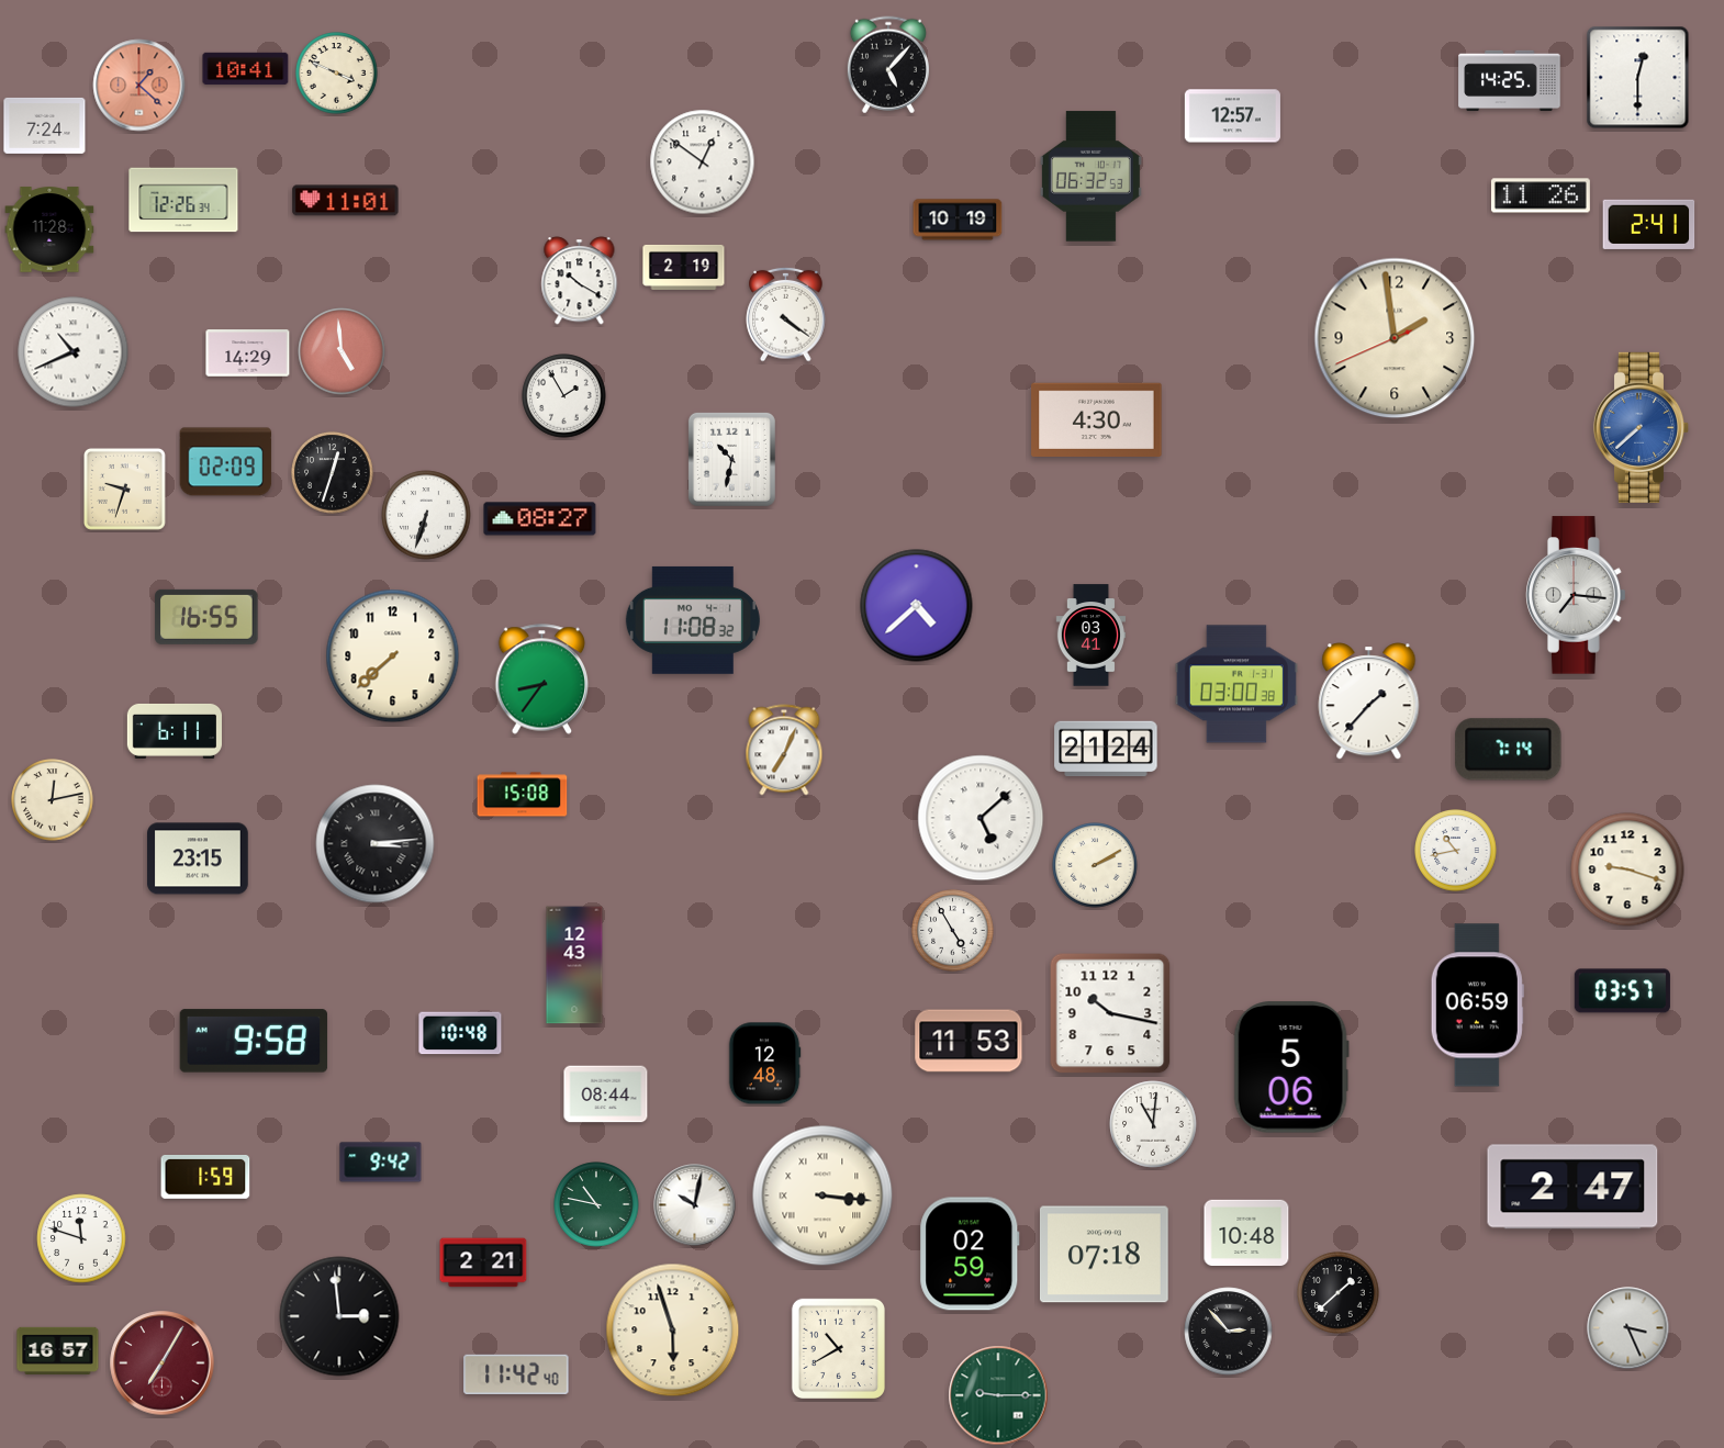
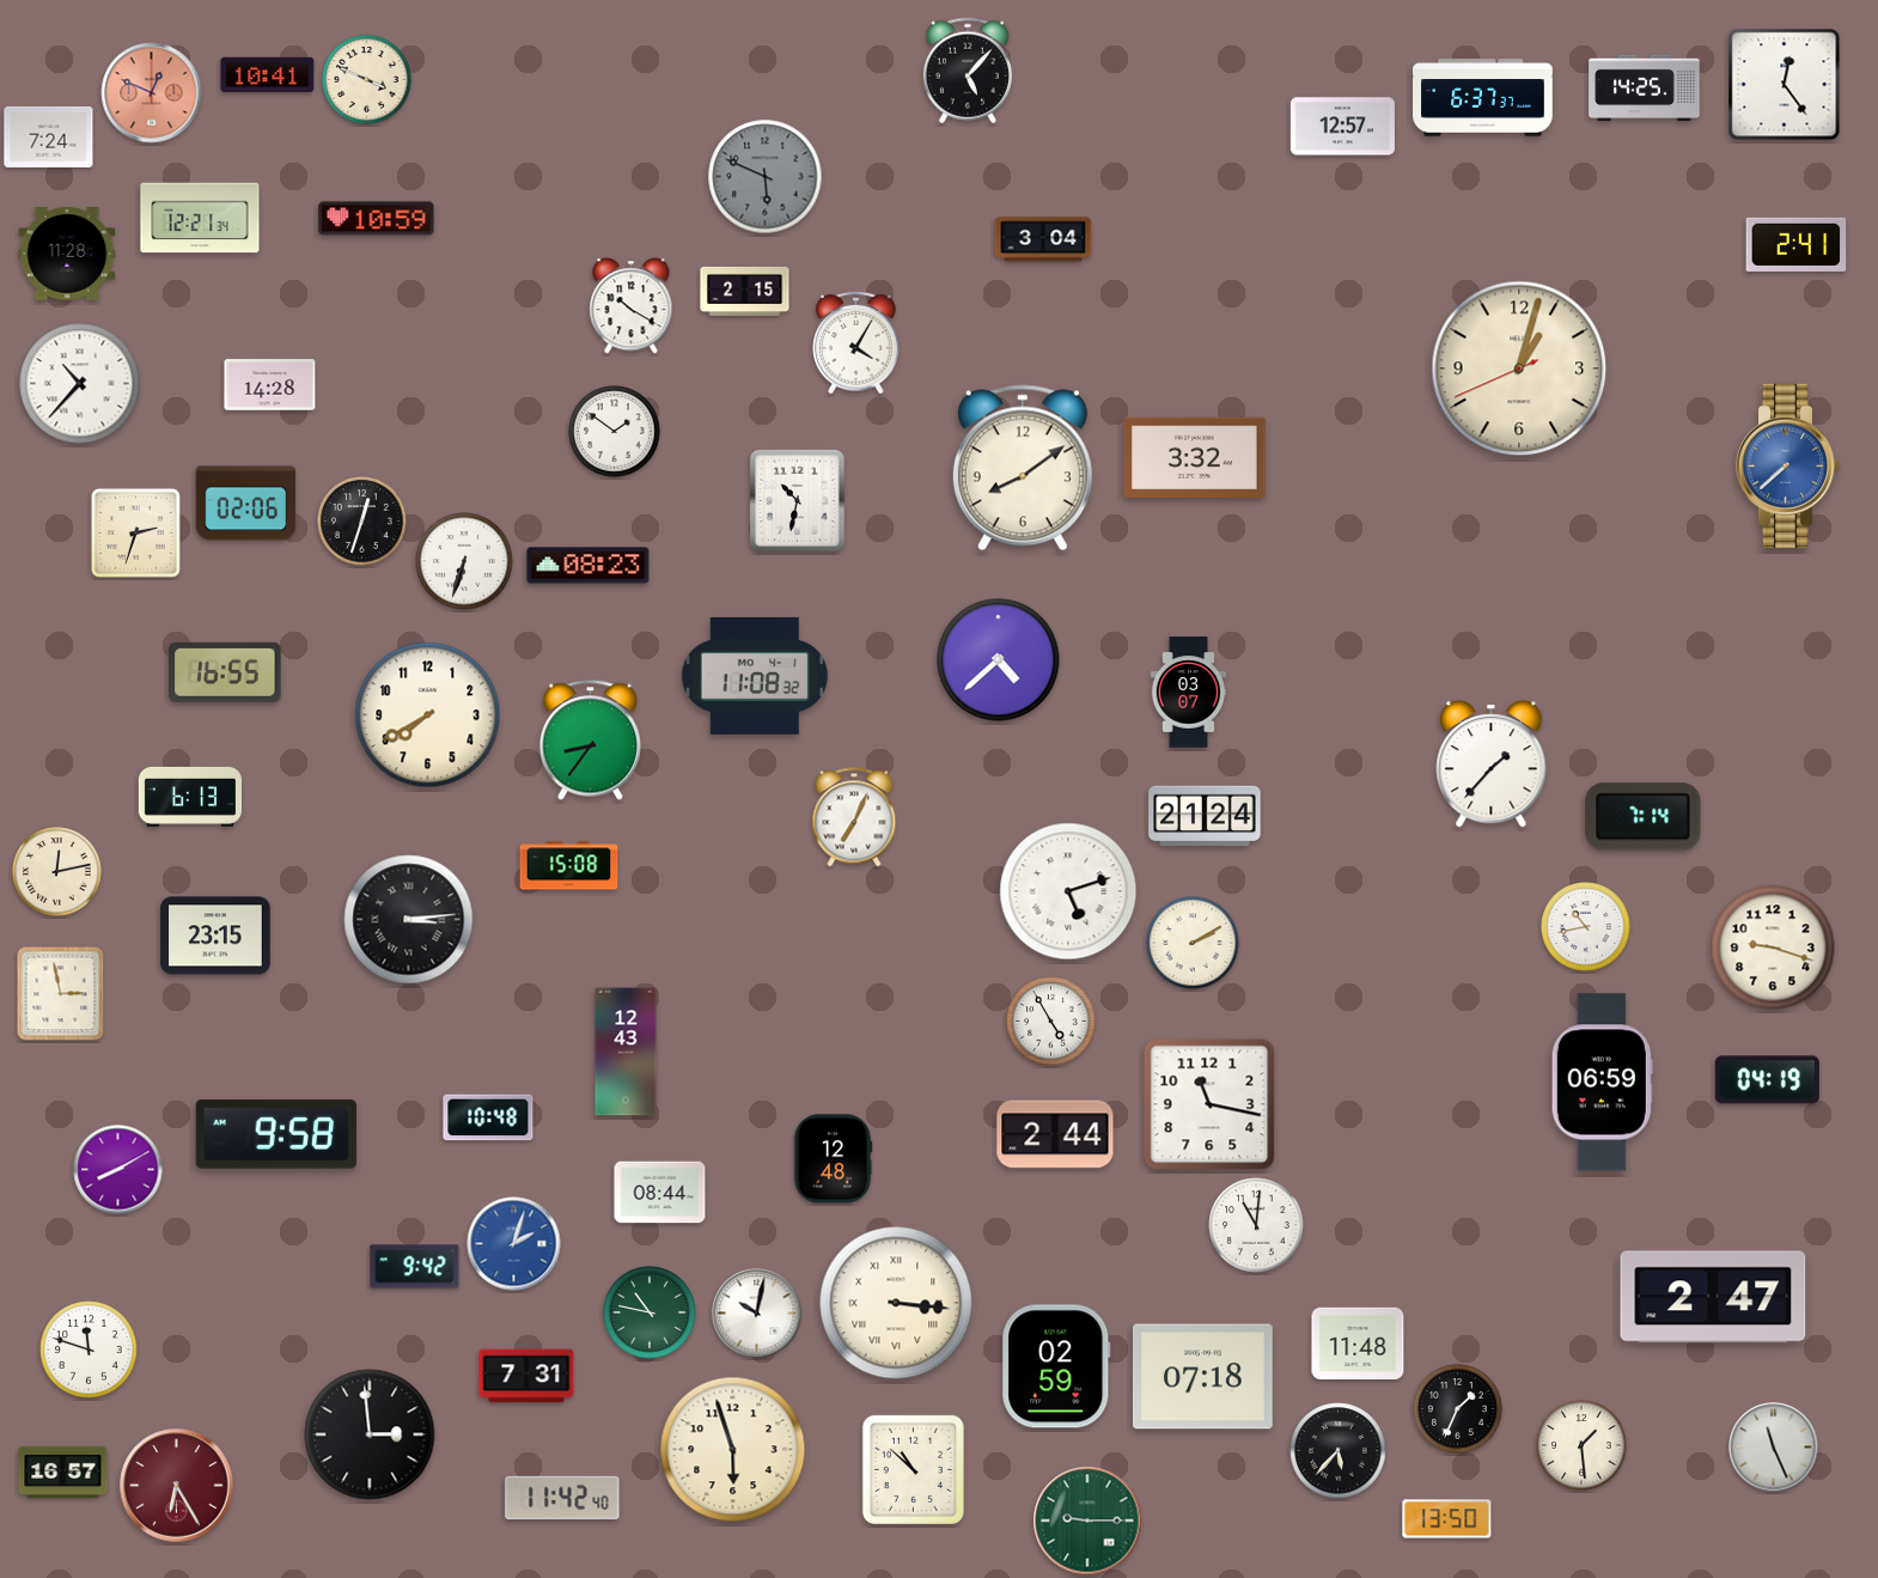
clock at (1638, 78): 12:30 -> 12:24
clock at (139, 86): 1:22 -> 12:49
clock at (1483, 98): none -> 6:37
clock at (703, 162): 12:51 -> 5:49
clock at (703, 162) dial: white -> grey
clock at (1090, 177): 06:32 -> none
clock at (1541, 195): 11:26 -> none
clock at (183, 200): 12:26 -> 12:21
clock at (346, 201): 11:01 -> 10:59
clock at (958, 220): 10:19 -> 3:04
clock at (49, 229) position: (49, 229) -> (67, 254)
clock at (684, 267): 2:19 -> 2:15
clock at (786, 314): 4:21 -> 4:05
clock at (1395, 338): 1:58 -> 1:02
clock at (342, 351): 4:59 -> none
clock at (74, 352): 10:41 -> 10:37
clock at (248, 353): 14:29 -> 14:28
clock at (564, 396): 1:55 -> 1:51
clock at (1097, 420): 4:30 -> 3:32
clock at (1023, 468): none -> 8:09
clock at (226, 462): 02:09 -> 02:06
clock at (333, 473) position: (333, 473) -> (362, 522)
clock at (124, 489): 9:33 -> 2:33
clock at (540, 519): 08:27 -> 08:23
clock at (1576, 595): 7:16 -> none
clock at (1092, 636): 03:41 -> 03:07
clock at (393, 656): 7:38 -> 7:40
clock at (1236, 684): 03:00 -> none
clock at (173, 731): 6:11 -> 6:13
clock at (981, 818): 5:08 -> 5:12
clock at (61, 994): none -> 2:58
clock at (953, 931) position: (953, 931) -> (1051, 1022)
clock at (1622, 991): 03:57 -> 04:19
clock at (1477, 1006) position: (1477, 1006) -> (1602, 1083)
clock at (1110, 1013): 10:17 -> 11:17
clock at (460, 1033) position: (460, 1033) -> (488, 1117)
clock at (969, 1041): 11:53 -> 2:44
clock at (1291, 1067): 5:06 -> none
clock at (118, 1170): none -> 8:10
clock at (514, 1244): none -> 2:03
clock at (205, 1177): 1:59 -> none
clock at (1572, 1187) position: (1572, 1187) -> (1713, 1297)
clock at (1246, 1232): 10:48 -> 11:48
clock at (1105, 1255) position: (1105, 1255) -> (1203, 1377)
clock at (483, 1262): 2:21 -> 7:31
clock at (1339, 1293): 1:38 -> 1:34
clock at (1581, 1445): none -> 1:29
clock at (1628, 1328): 3:26 -> 11:26
clock at (1229, 1332): 2:53 -> 5:37
clock at (838, 1348): 10:40 -> 10:52
clock at (163, 1363): 7:05 -> 6:25
clock at (1447, 1519): none -> 13:50
